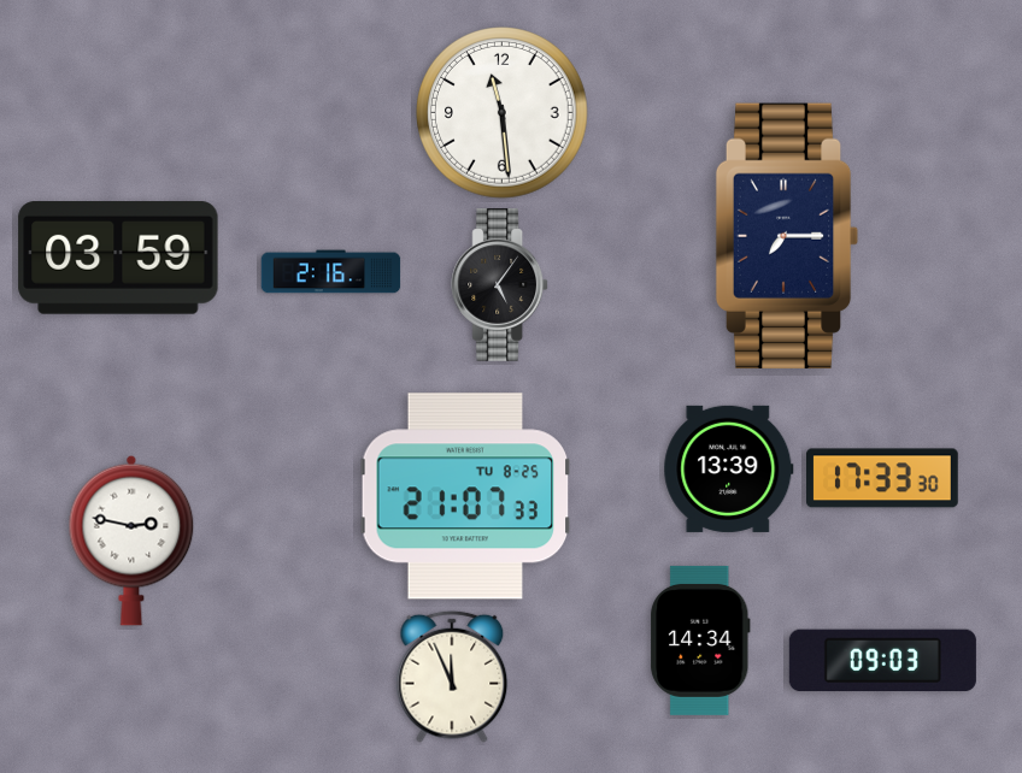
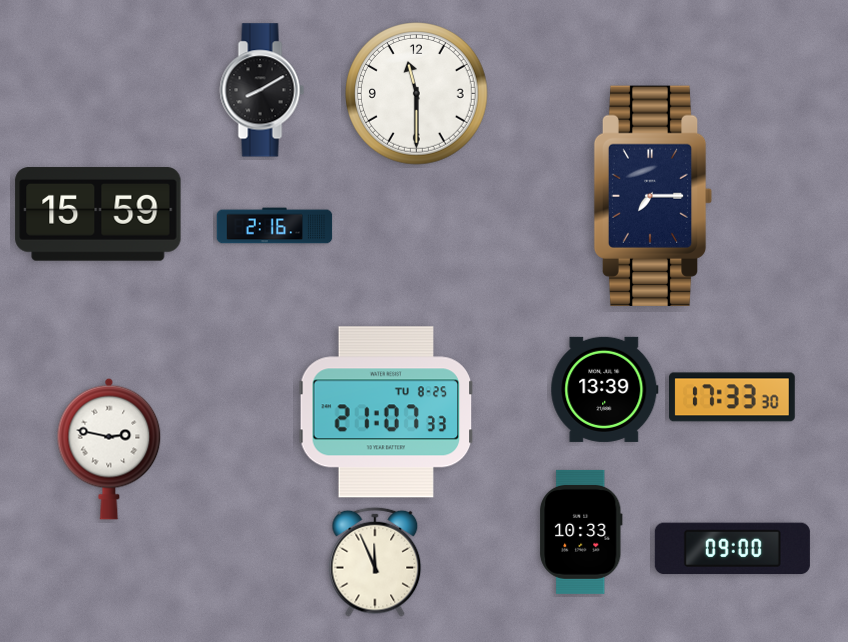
clock at (262, 90): none -> 8:10
clock at (503, 113): 11:29 -> 11:30
clock at (118, 258): 03:59 -> 15:59
clock at (500, 285): 5:06 -> none
clock at (700, 641): 14:34 -> 10:33
clock at (882, 661): 09:03 -> 09:00
